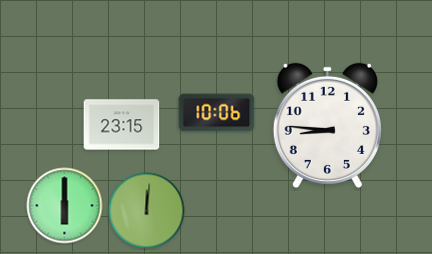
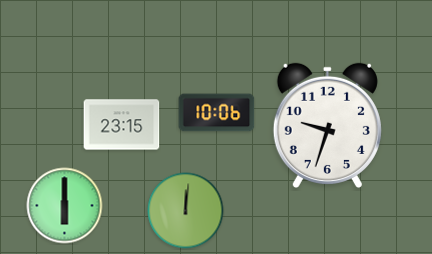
clock at (327, 125): 8:46 -> 9:33
clock at (147, 211) position: (147, 211) -> (186, 211)
